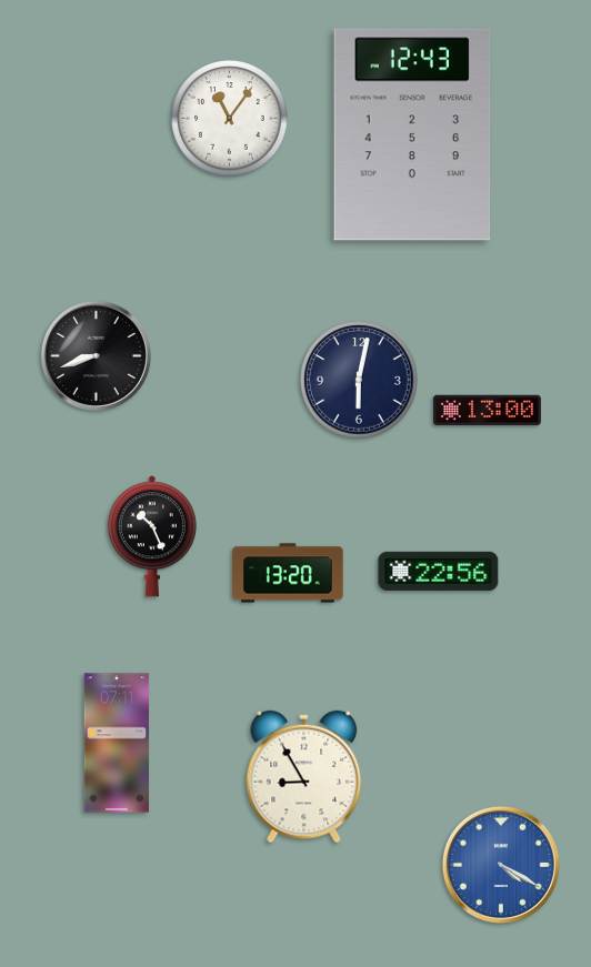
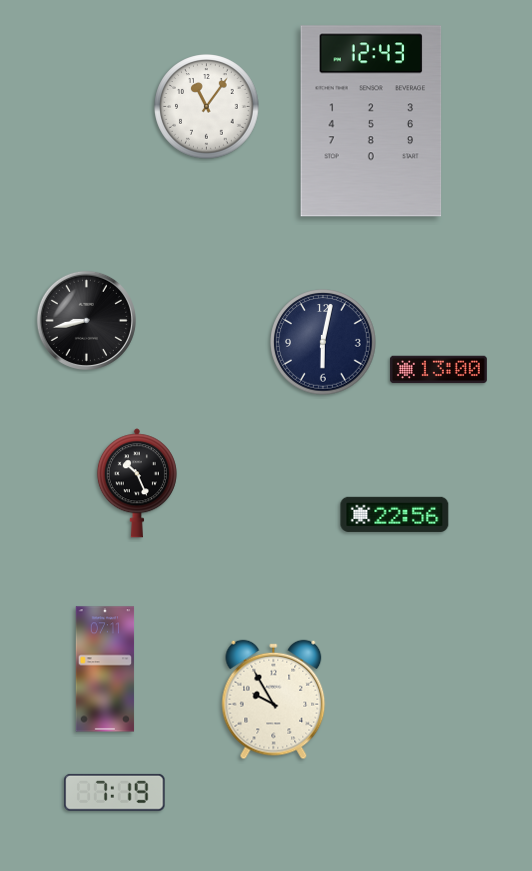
clock at (96, 355): 8:42 -> 8:43
clock at (288, 573): 13:20 -> none
clock at (304, 777): 8:55 -> 9:55
clock at (501, 865): 4:20 -> none
clock at (115, 792): none -> 7:19
